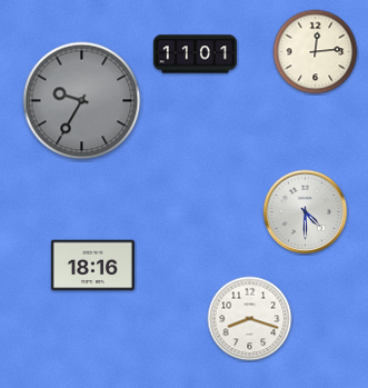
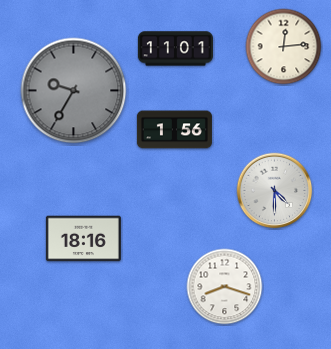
clock at (174, 130): none -> 1:56
